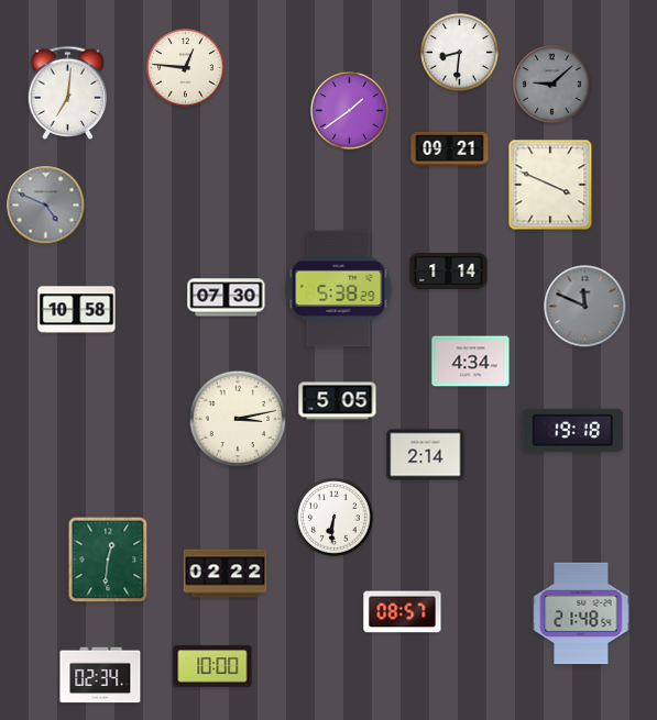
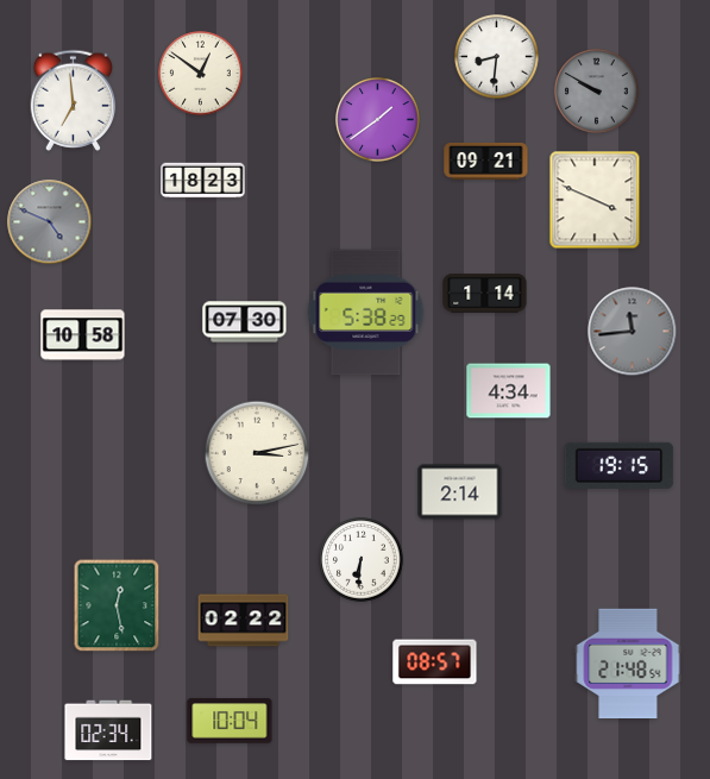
clock at (186, 68): 12:46 -> 12:51
clock at (552, 85): 9:08 -> 9:50
clock at (68, 92): 7:01 -> 6:59
clock at (203, 181): none -> 18:23
clock at (585, 307): 11:49 -> 11:44
clock at (338, 401): 5:05 -> none
clock at (573, 430): 19:18 -> 19:15
clock at (108, 560): 12:31 -> 12:28
clock at (212, 666): 10:00 -> 10:04
